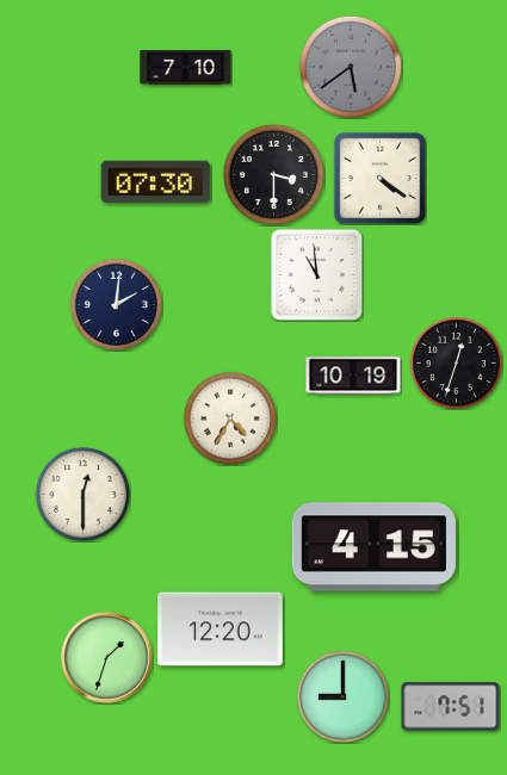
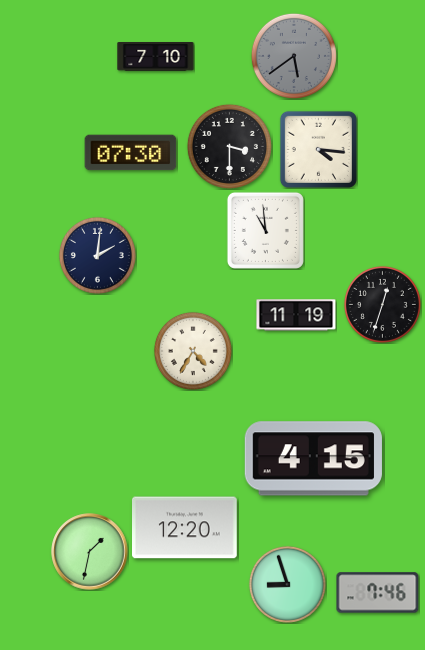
clock at (379, 178): 4:21 -> 4:16
clock at (353, 376): 10:19 -> 11:19
clock at (82, 494): 12:30 -> none
clock at (107, 658): 1:33 -> 1:32
clock at (342, 696): 9:00 -> 8:57
clock at (451, 707): 7:51 -> 7:46
